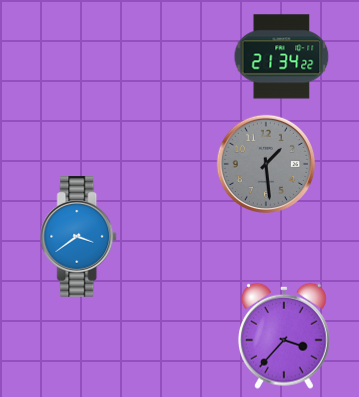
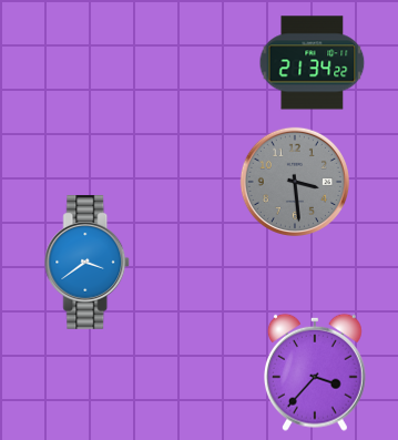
clock at (266, 164): 1:29 -> 3:29
